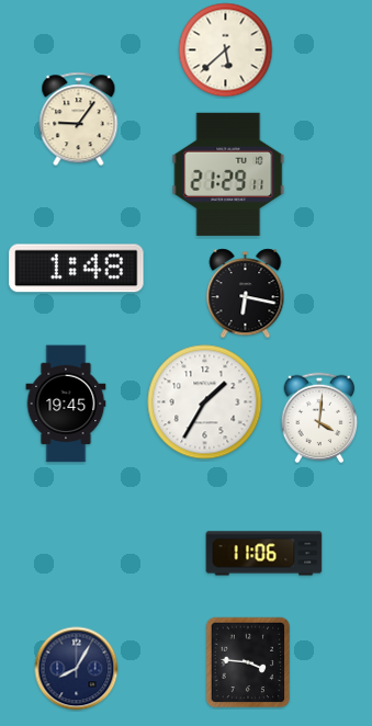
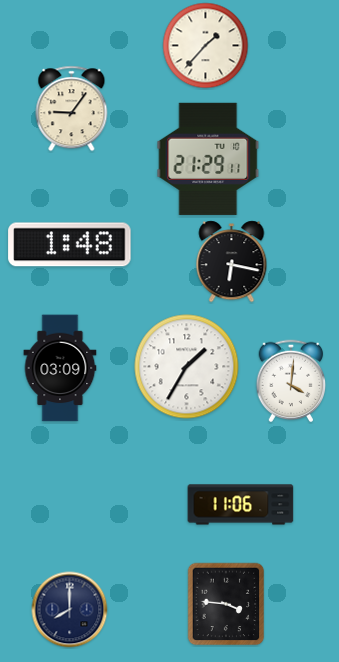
clock at (226, 50): 5:38 -> 1:37
clock at (246, 294) position: (246, 294) -> (232, 262)
clock at (66, 404): 19:45 -> 03:09
clock at (77, 669): 8:05 -> 8:00
